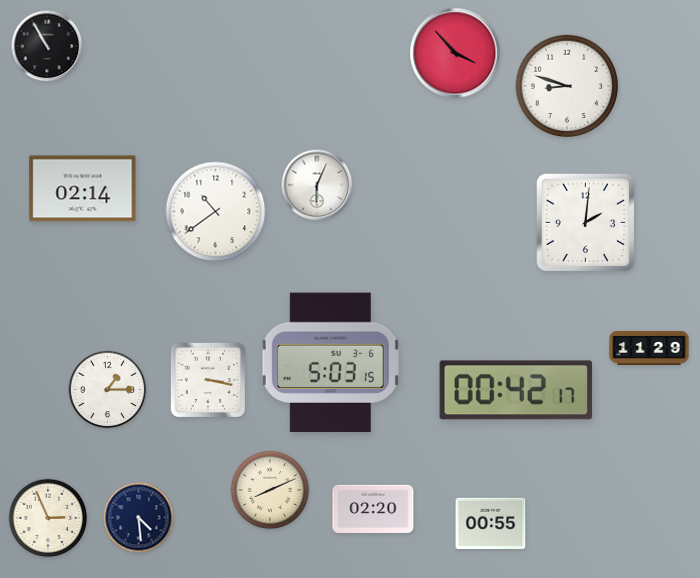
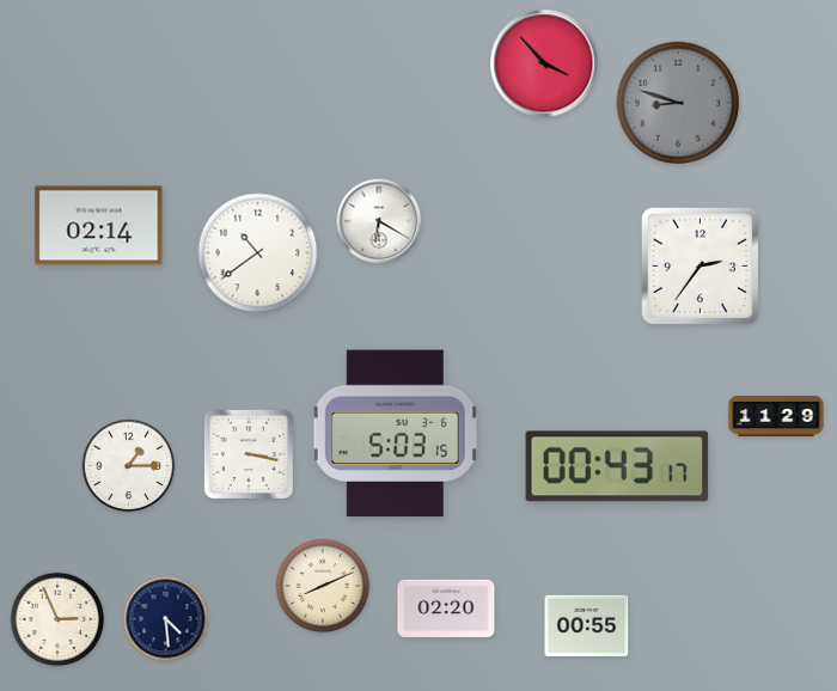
clock at (47, 46): 10:55 -> none
clock at (567, 86) dial: white -> grey
clock at (317, 185): 6:04 -> 6:20
clock at (586, 223): 2:01 -> 2:36
clock at (516, 390): 00:42 -> 00:43
